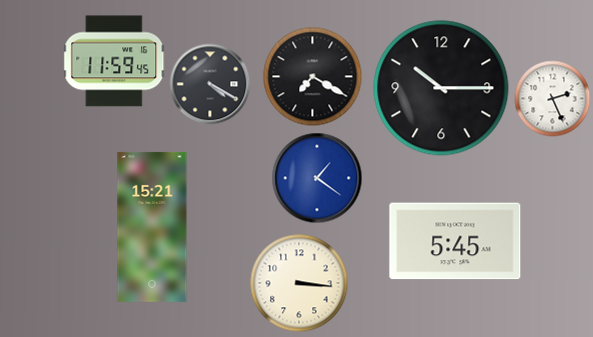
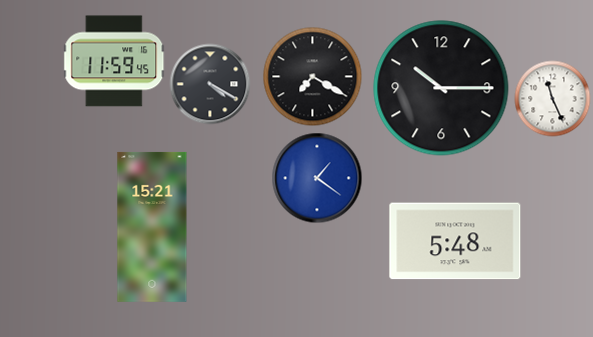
clock at (553, 99): 2:26 -> 11:26
clock at (455, 241): 5:45 -> 5:48
clock at (299, 283): 3:16 -> none
